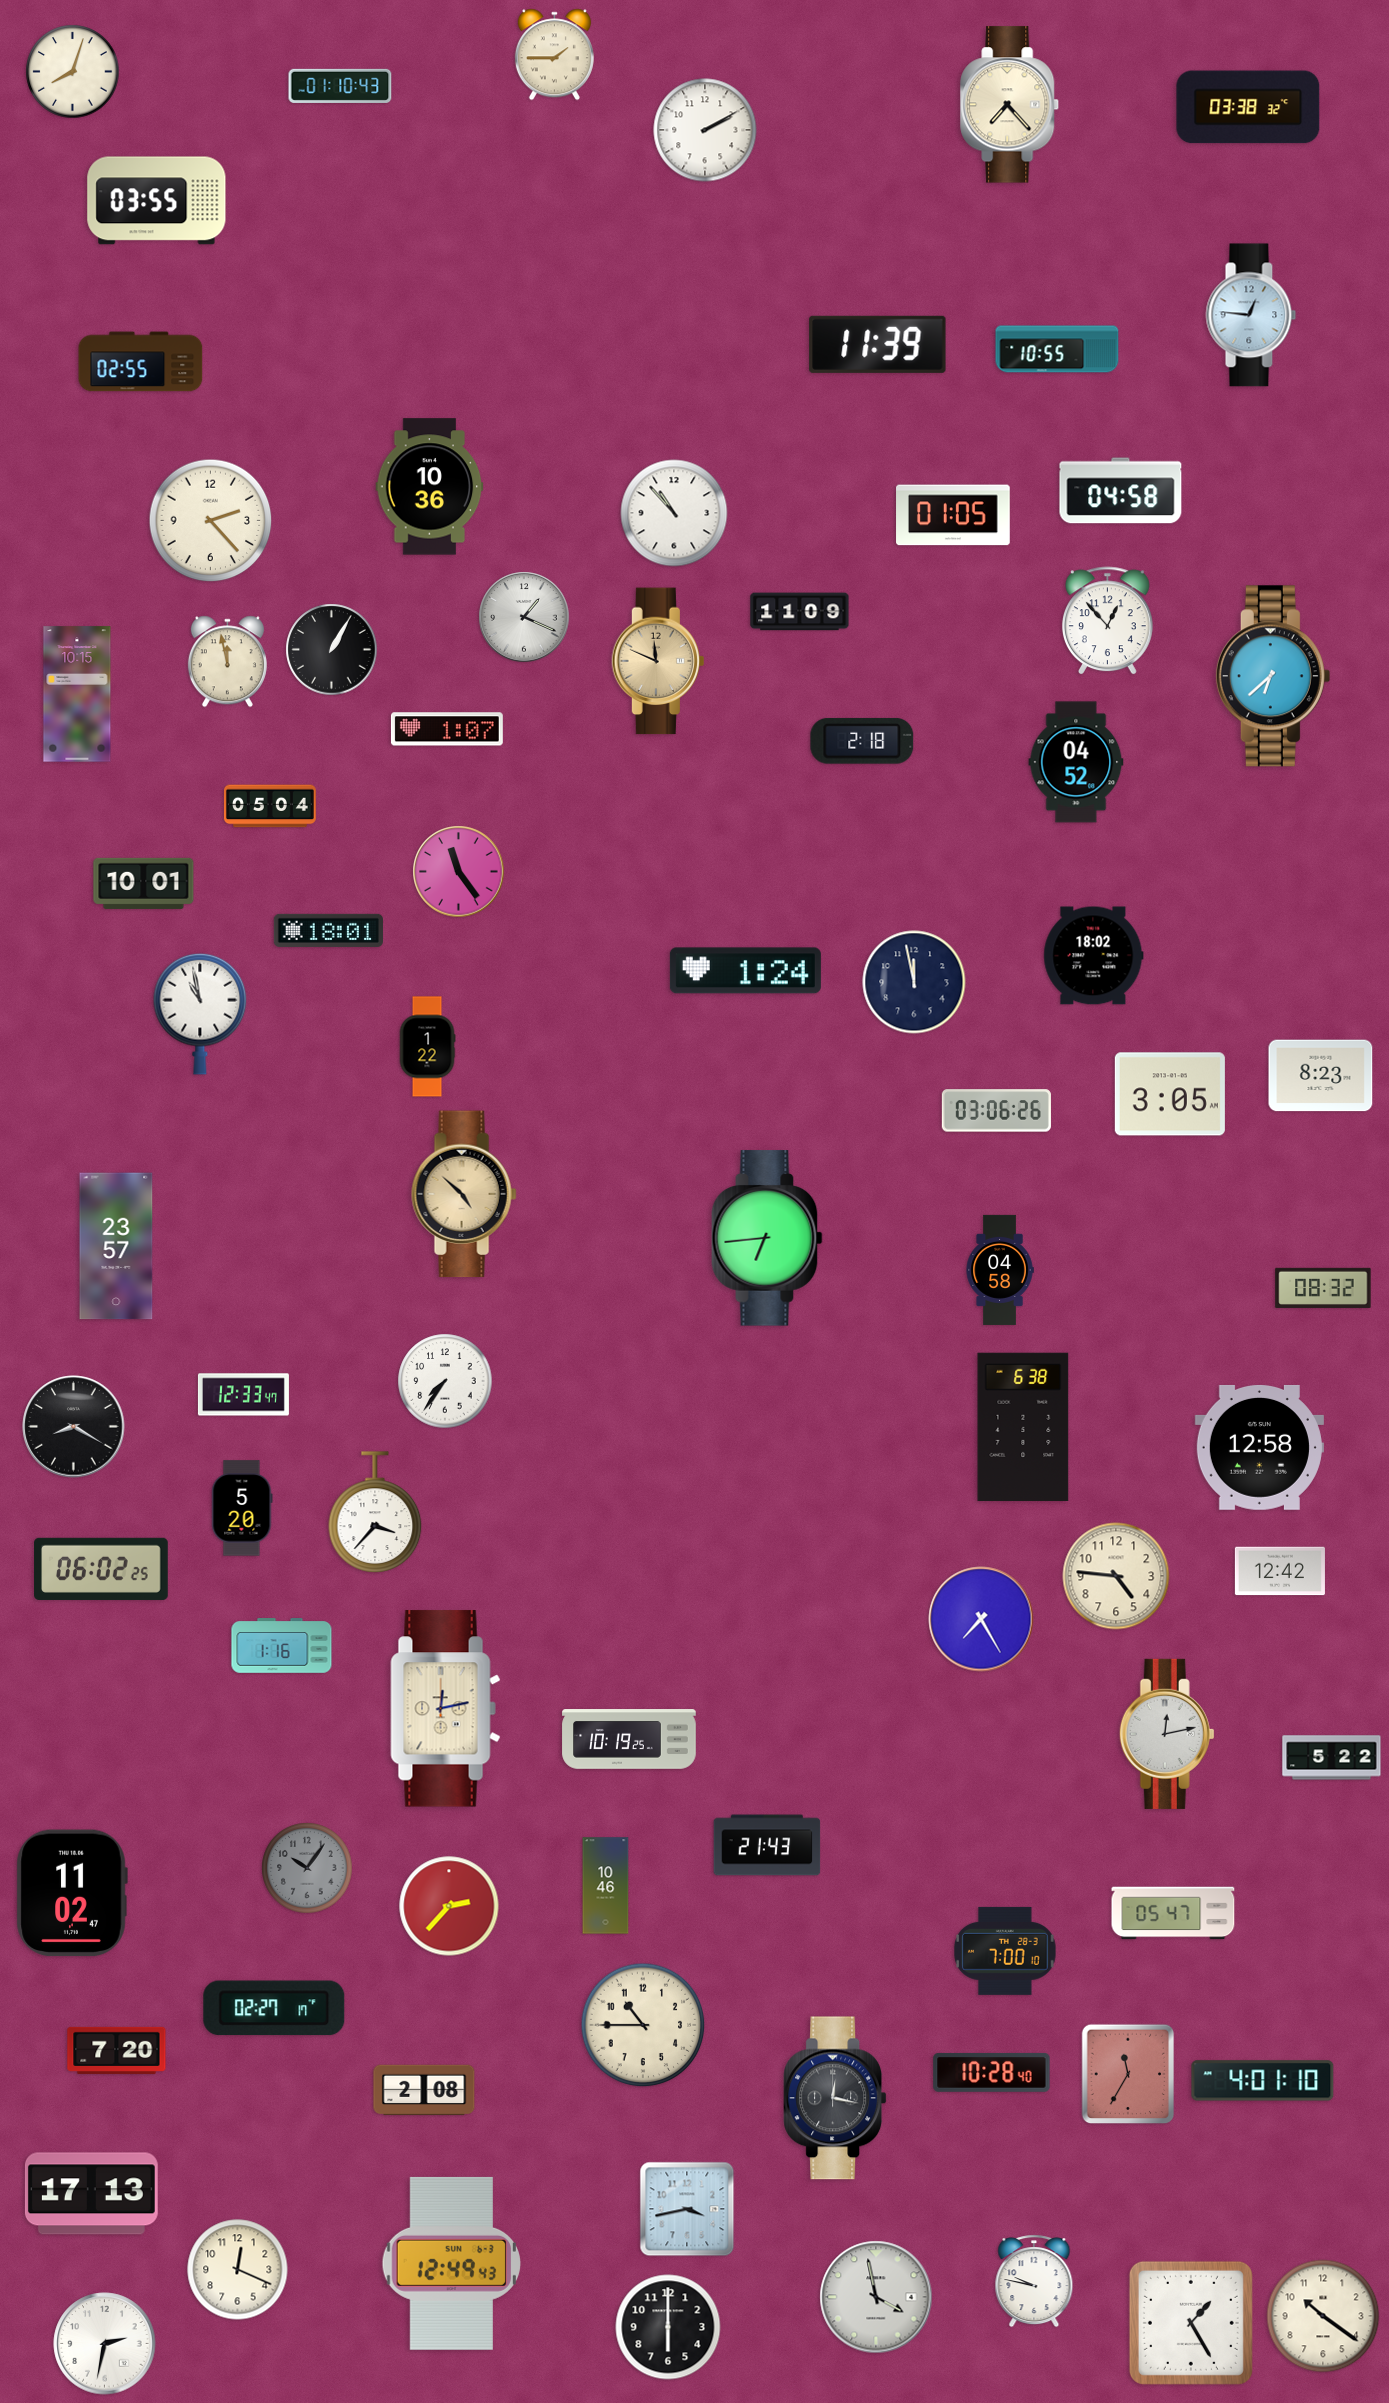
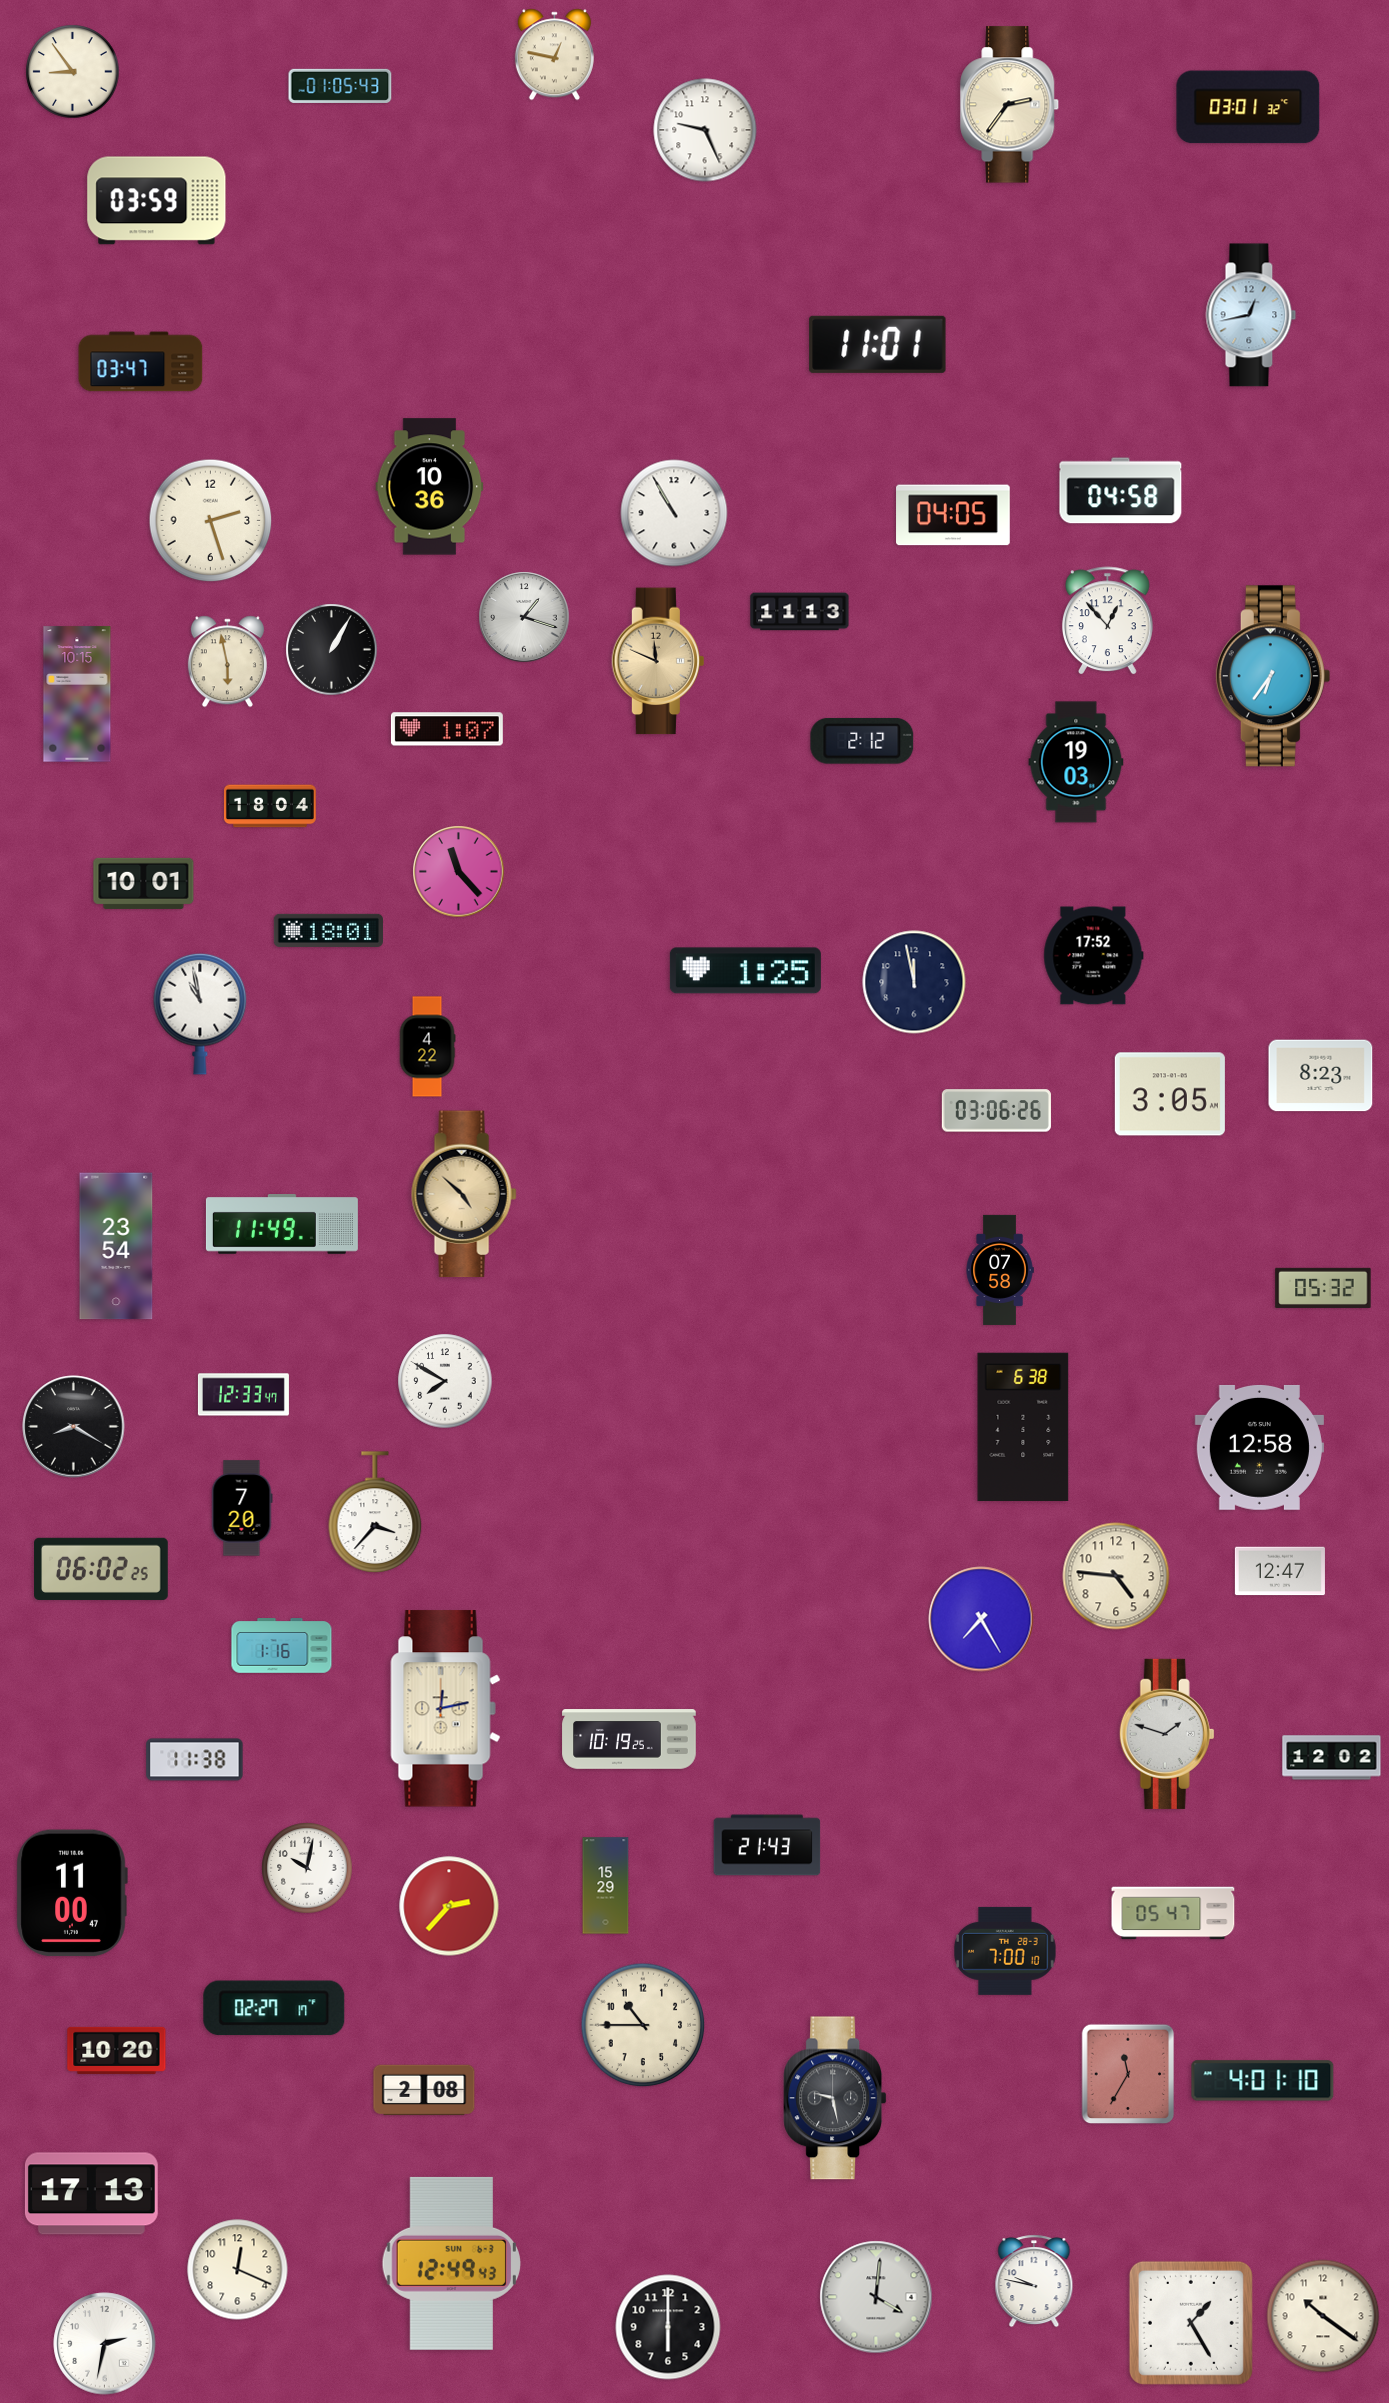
clock at (554, 55): 1:45 -> 12:47
clock at (73, 72): 8:03 -> 8:54
clock at (340, 86): 01:10 -> 01:05
clock at (1010, 105): 7:23 -> 2:36
clock at (1248, 107): 03:38 -> 03:01
clock at (705, 130): 2:10 -> 9:26
clock at (157, 201): 03:55 -> 03:59
clock at (1251, 315): 12:46 -> 12:43
clock at (878, 344): 11:39 -> 11:01
clock at (1057, 349): 10:55 -> none
clock at (141, 362): 02:55 -> 03:47
clock at (674, 513): 10:53 -> 10:55
clock at (953, 515): 01:05 -> 04:05
clock at (211, 521): 2:23 -> 2:27
clock at (800, 612): 11:09 -> 11:13
clock at (524, 617): 1:19 -> 1:18
clock at (227, 662): 11:58 -> 5:58
clock at (1273, 676): 6:38 -> 6:36
clock at (862, 741): 2:18 -> 2:12
clock at (1076, 762): 04:52 -> 19:03
clock at (270, 806): 05:04 -> 18:04
clock at (459, 872): 11:24 -> 11:23
clock at (1094, 956): 18:02 -> 17:52
clock at (745, 971): 1:24 -> 1:25
clock at (427, 1047): 1:22 -> 4:22
clock at (282, 1225): none -> 11:49
clock at (767, 1238): 6:44 -> none
clock at (116, 1246): 23:57 -> 23:54
clock at (1000, 1270): 04:58 -> 07:58
clock at (1323, 1288): 08:32 -> 05:32
clock at (445, 1381): 7:36 -> 7:50
clock at (242, 1508): 5:20 -> 7:20
clock at (1280, 1571): 12:42 -> 12:47
clock at (1167, 1734): 12:13 -> 1:48
clock at (1332, 1758): 5:22 -> 12:02
clock at (195, 1760): none -> 11:38
clock at (307, 1868): 10:06 -> 10:02
clock at (307, 1868) dial: grey -> white
clock at (606, 1886): 10:46 -> 15:29
clock at (72, 1893): 11:02 -> 11:00
clock at (117, 2050): 7:20 -> 10:20
clock at (992, 2073): 10:28 -> none
clock at (835, 2098): 12:17 -> 9:28
clock at (687, 2209): 3:43 -> none
clock at (876, 2297): 3:58 -> 4:01
